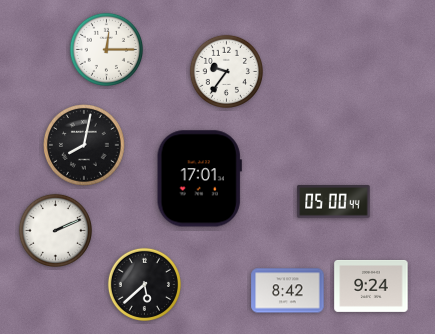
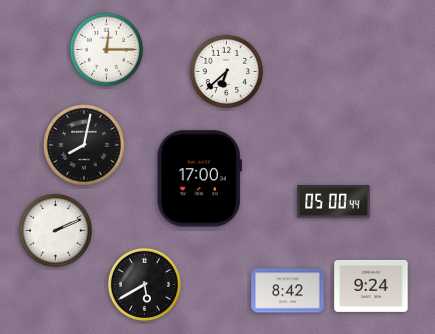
clock at (226, 71): 9:36 -> 6:38
clock at (199, 179): 17:01 -> 17:00
clock at (144, 284): 5:38 -> 5:40
